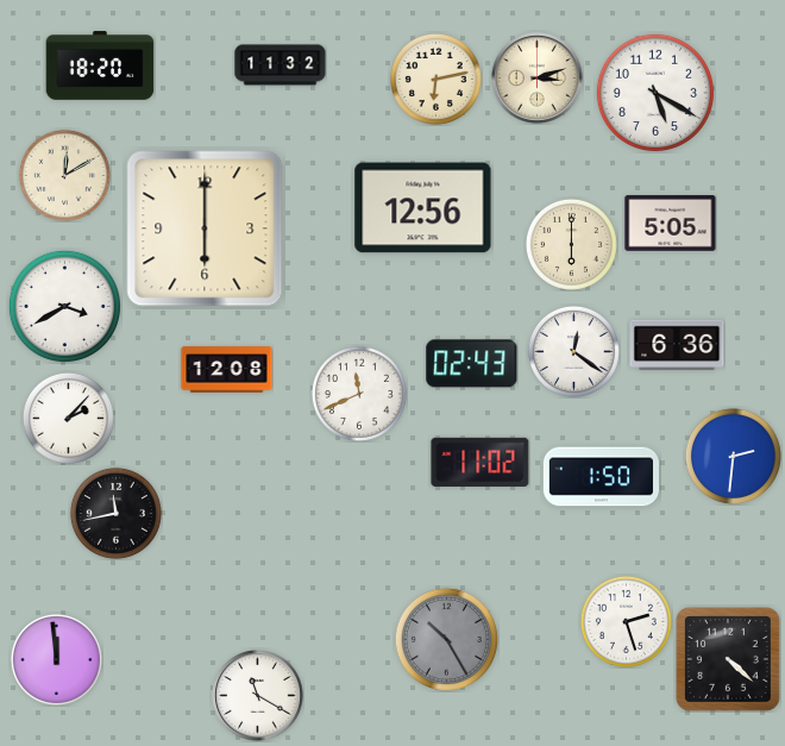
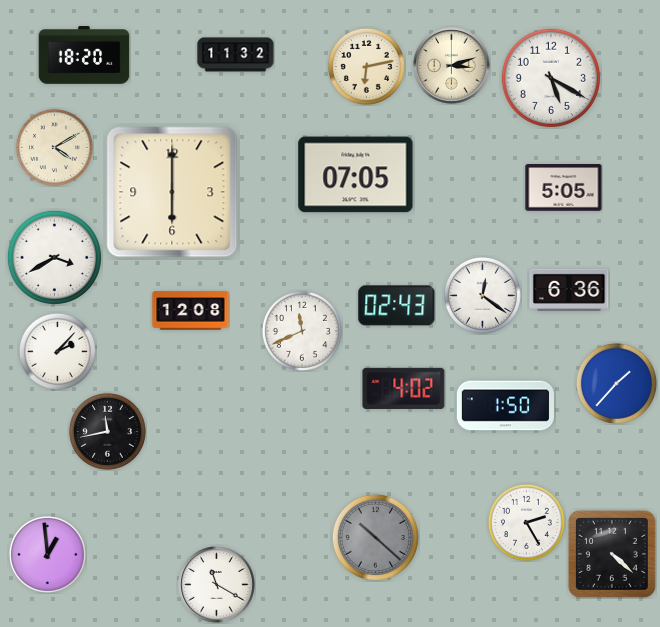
clock at (64, 175): 12:10 -> 4:10
clock at (423, 208): 12:56 -> 07:05
clock at (571, 244): 6:00 -> none
clock at (733, 456): 2:31 -> 1:37
clock at (481, 462): 11:02 -> 4:02
clock at (601, 477) position: (601, 477) -> (505, 406)
clock at (115, 513) position: (115, 513) -> (107, 431)
clock at (626, 621): 2:27 -> 2:25
clock at (446, 639): 10:25 -> 10:22
clock at (56, 659): 11:59 -> 12:59
